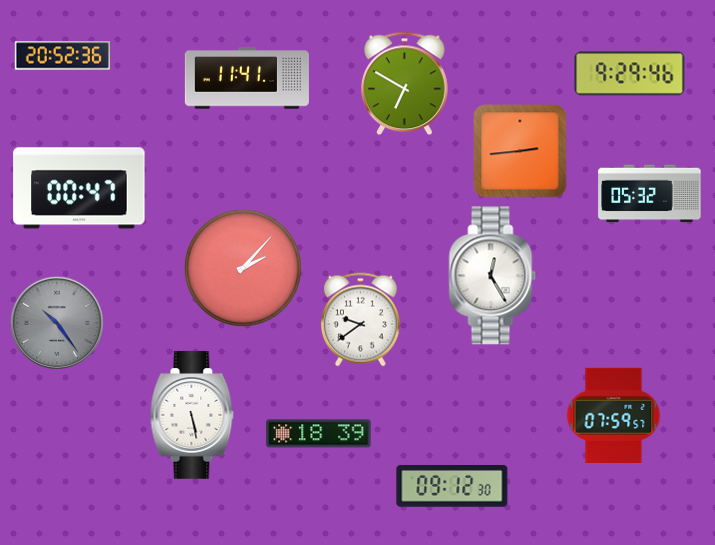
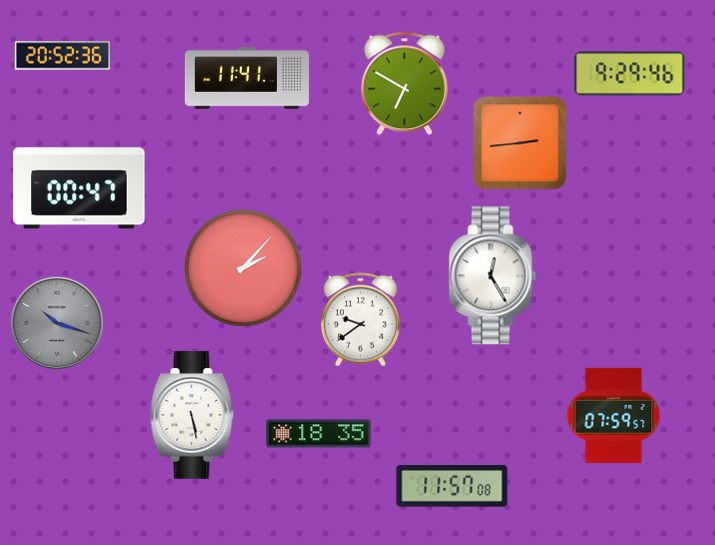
clock at (520, 151) position: (520, 151) -> (520, 143)
clock at (650, 194): 05:32 -> none
clock at (57, 323): 10:24 -> 10:18
clock at (319, 434): 18:39 -> 18:35
clock at (452, 487): 09:12 -> 11:57
